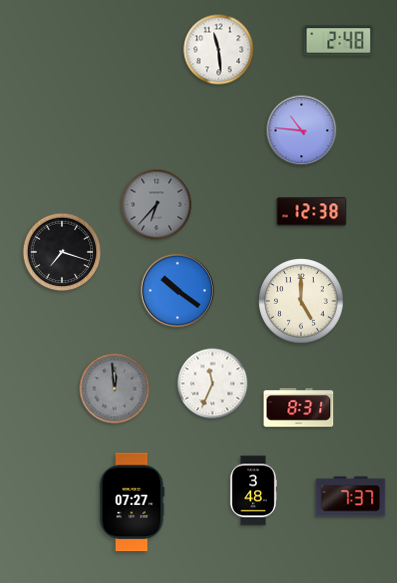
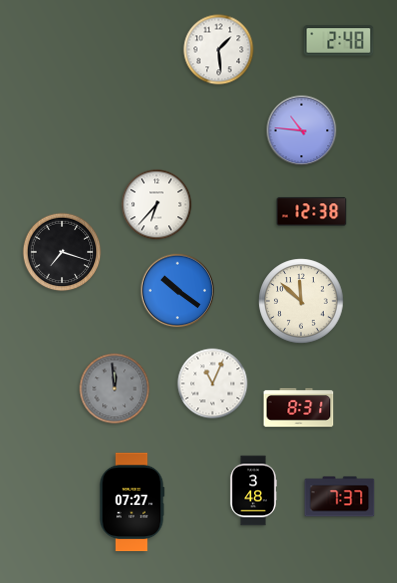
clock at (219, 50): 11:29 -> 1:29
clock at (157, 205) dial: grey -> white
clock at (301, 301): 5:00 -> 11:52
clock at (213, 384): 11:34 -> 11:04
clock at (351, 497) position: (351, 497) -> (340, 497)
